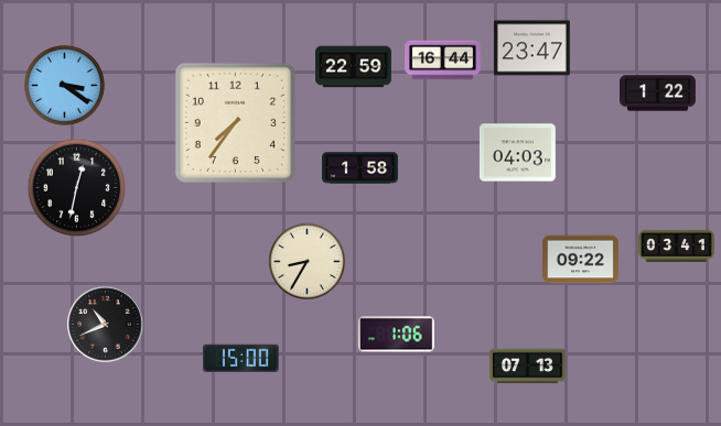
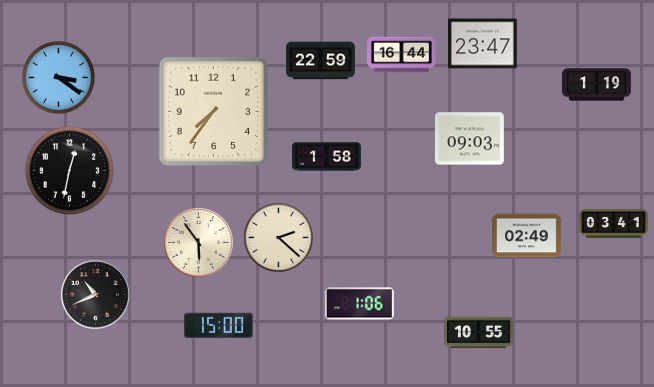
clock at (658, 94): 1:22 -> 1:19
clock at (517, 153): 04:03 -> 09:03
clock at (360, 168) position: (360, 168) -> (327, 157)
clock at (581, 260): 09:22 -> 02:49
clock at (306, 261): 8:35 -> 2:22
clock at (199, 243): none -> 5:54
clock at (528, 367): 07:13 -> 10:55
